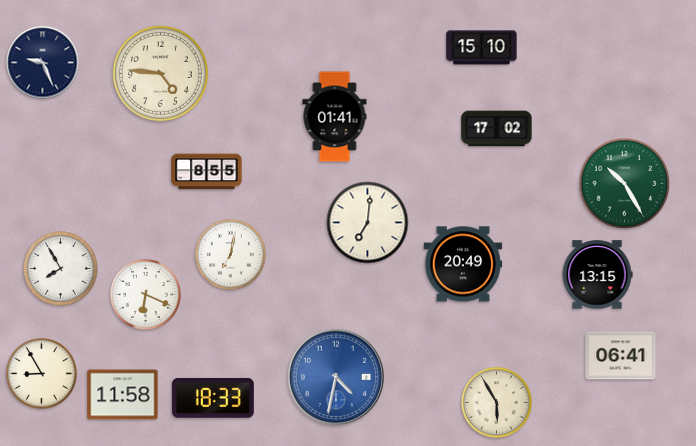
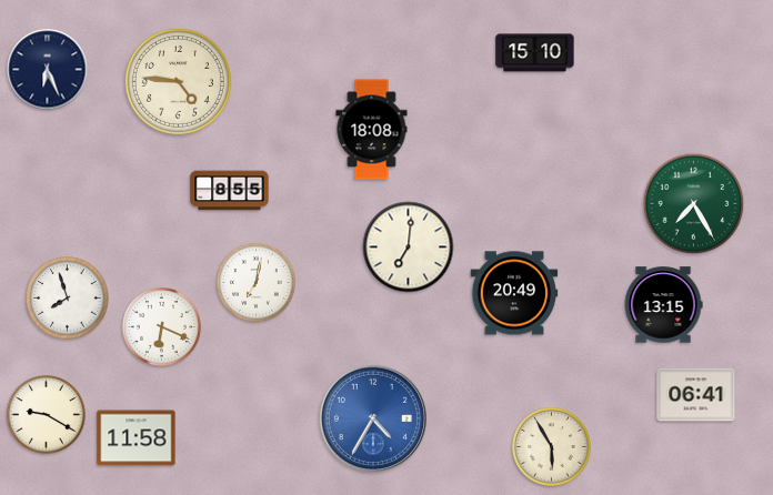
clock at (43, 63): 9:26 -> 6:26
clock at (335, 117): 01:41 -> 18:08
clock at (497, 129): 17:02 -> none
clock at (625, 184): 10:25 -> 7:25
clock at (61, 269): 7:55 -> 7:57
clock at (621, 356) position: (621, 356) -> (696, 395)
clock at (42, 374): 8:55 -> 9:20
clock at (336, 377): 4:32 -> 4:35
clock at (213, 398): 18:33 -> none
